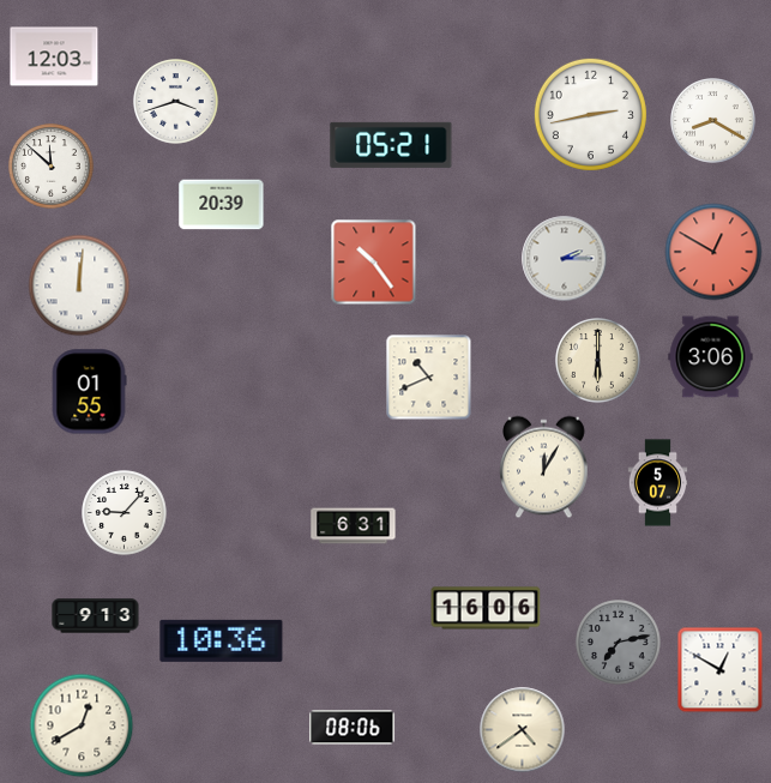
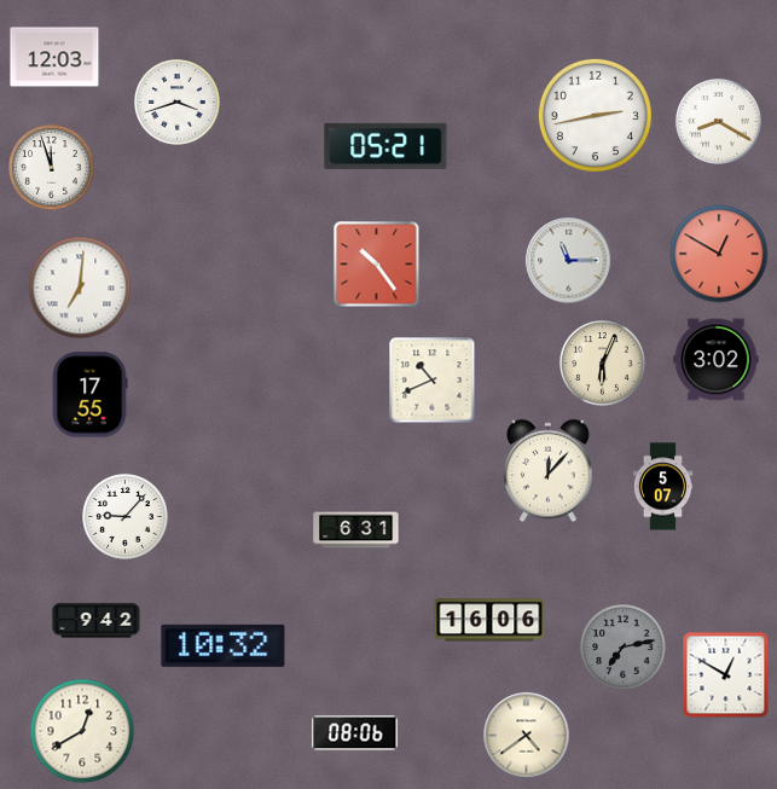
clock at (391, 145) position: (391, 145) -> (385, 146)
clock at (52, 167): 11:52 -> 11:57
clock at (222, 205): 20:39 -> none
clock at (565, 259): 2:15 -> 11:15
clock at (79, 285): 12:01 -> 7:01
clock at (711, 357): 3:06 -> 3:02
clock at (598, 361): 6:00 -> 6:04
clock at (89, 392): 01:55 -> 17:55
clock at (544, 468): 12:05 -> 12:07
clock at (486, 608) position: (486, 608) -> (489, 620)
clock at (96, 616): 9:13 -> 9:42
clock at (222, 640): 10:36 -> 10:32
